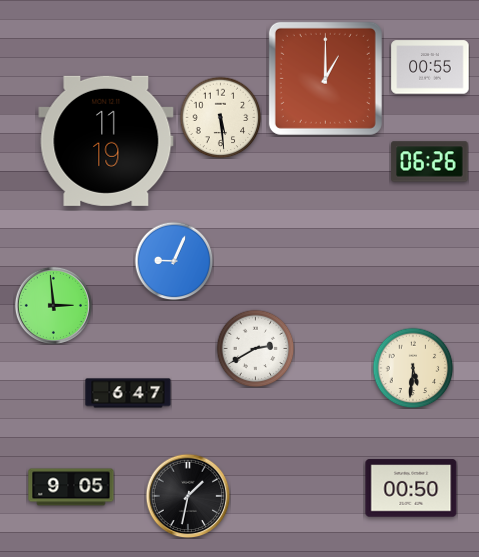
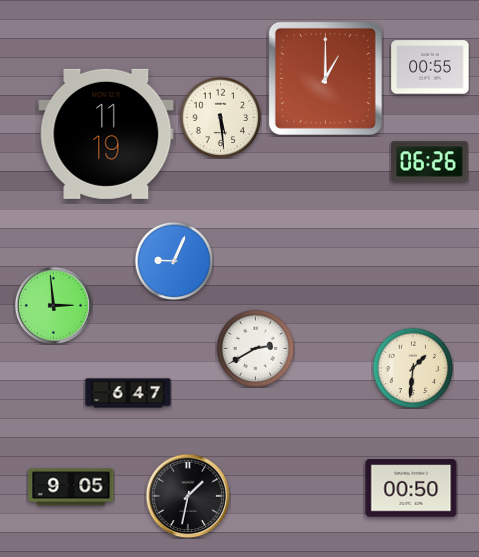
clock at (106, 141) position: (106, 141) -> (106, 134)
clock at (413, 368): 5:31 -> 1:31
